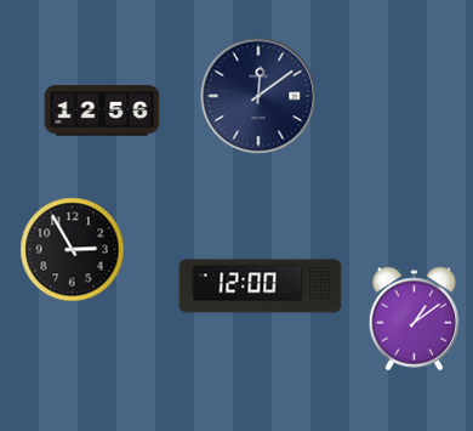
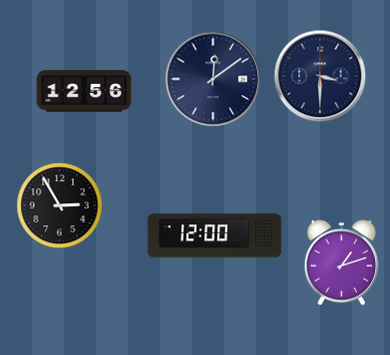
clock at (320, 76): none -> 3:30
clock at (414, 319): 1:09 -> 1:12
